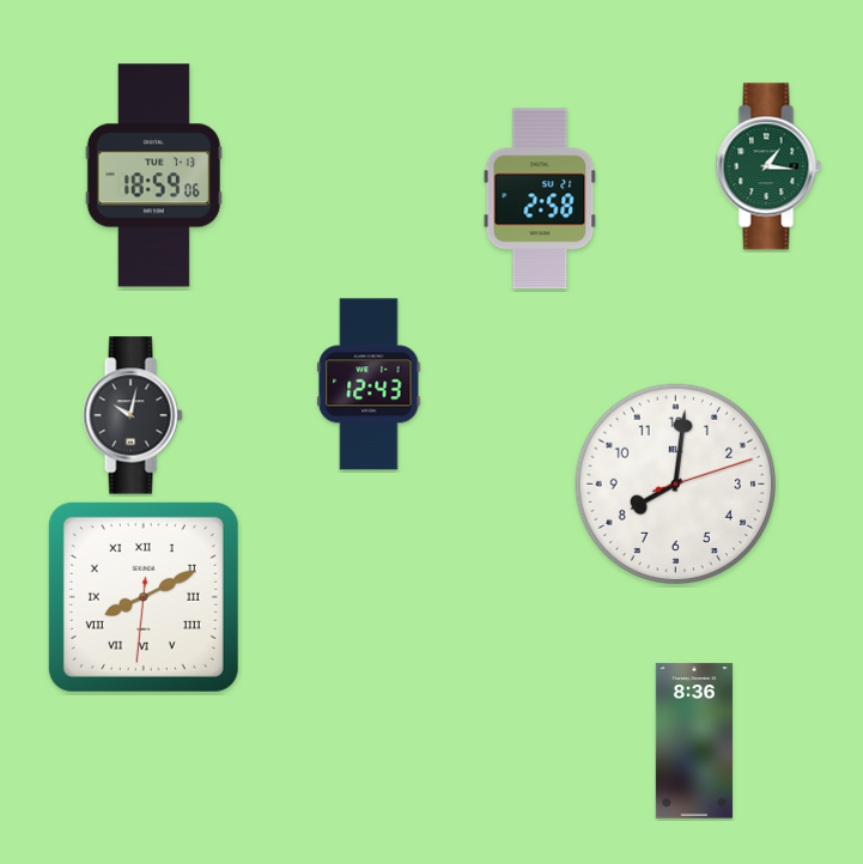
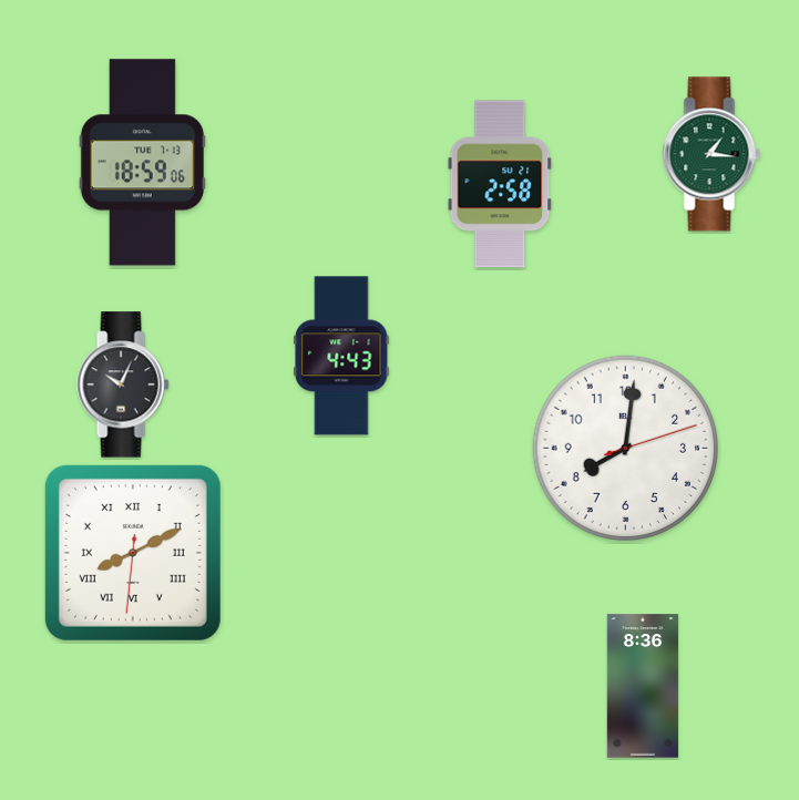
clock at (369, 384): 12:43 -> 4:43
clock at (133, 415): 10:02 -> 10:04
